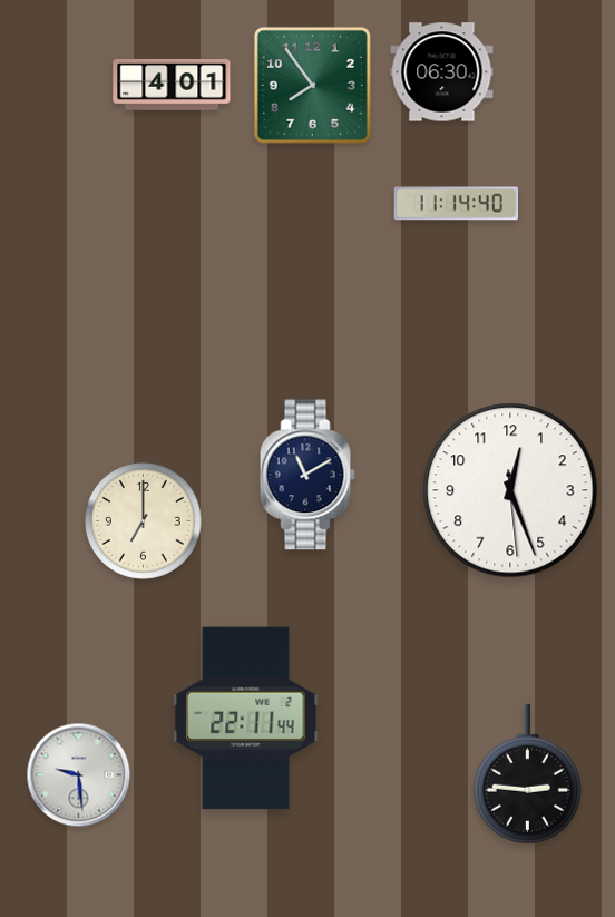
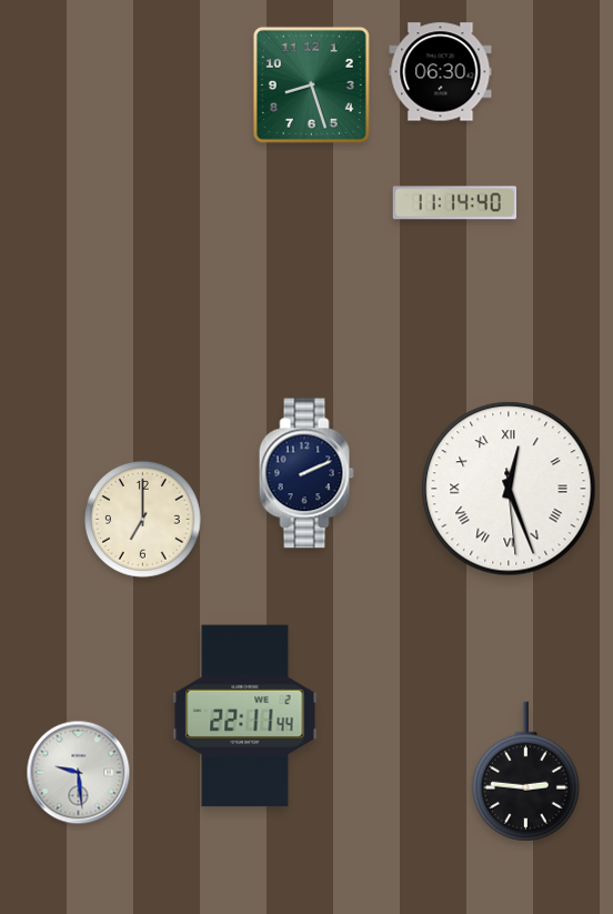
clock at (172, 85): 4:01 -> none
clock at (312, 85): 7:54 -> 8:27
clock at (307, 475): 11:10 -> 2:11
clock at (510, 490) numerals: Arabic -> Roman
